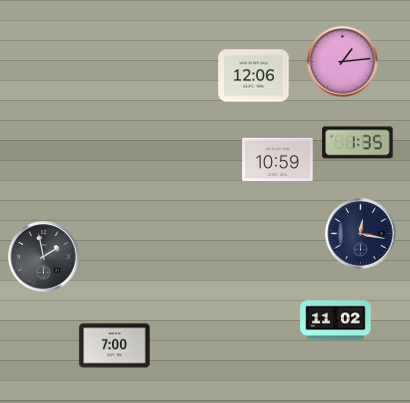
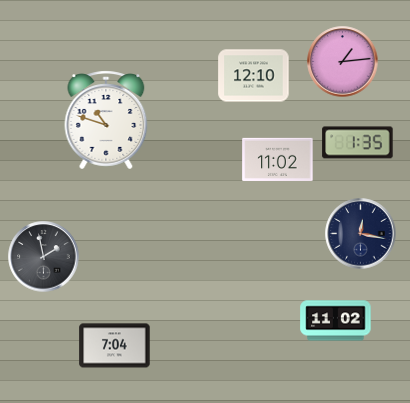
clock at (254, 76): 12:06 -> 12:10
clock at (106, 120): none -> 10:48
clock at (278, 159): 10:59 -> 11:02
clock at (115, 346): 7:00 -> 7:04
